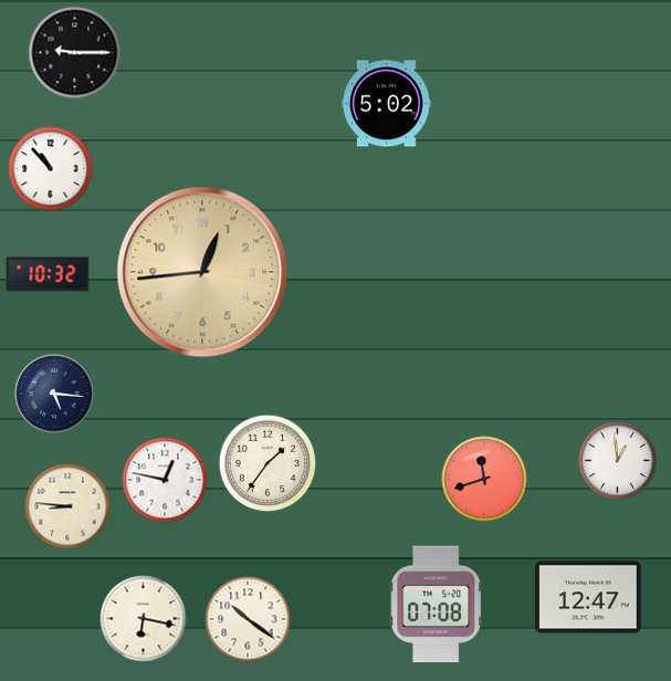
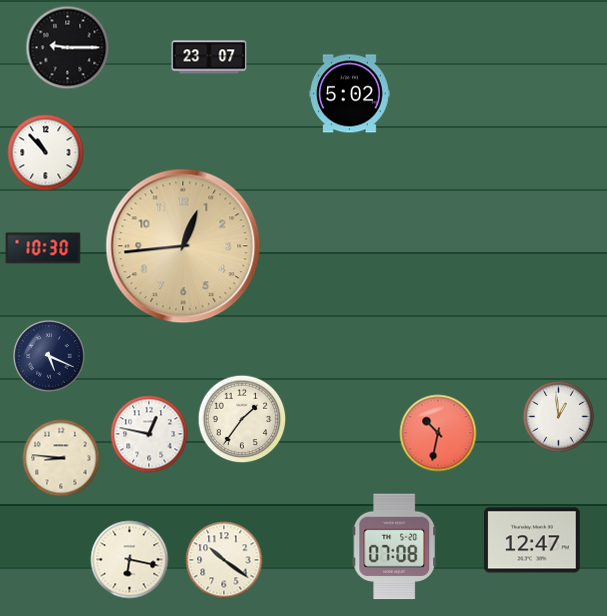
clock at (209, 57): none -> 23:07
clock at (48, 274): 10:32 -> 10:30
clock at (54, 394): 5:16 -> 5:19
clock at (484, 479): 11:42 -> 10:32
